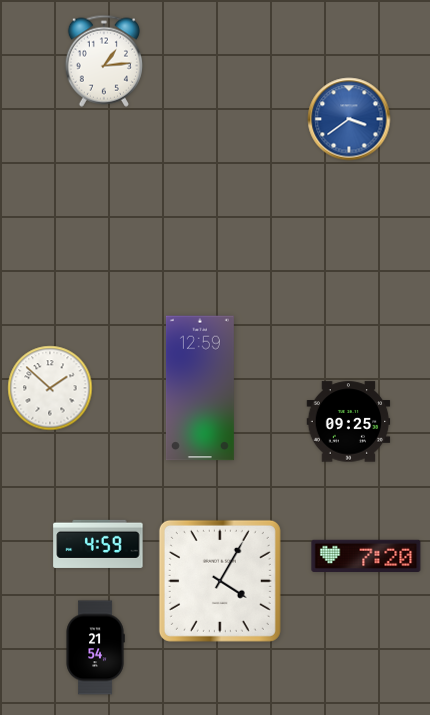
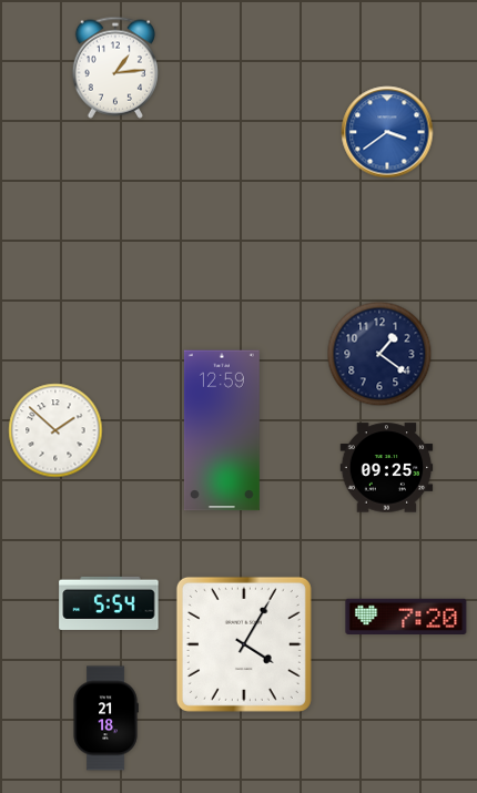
clock at (379, 354): none -> 1:21
clock at (98, 544): 4:59 -> 5:54
clock at (95, 648): 21:54 -> 21:18
